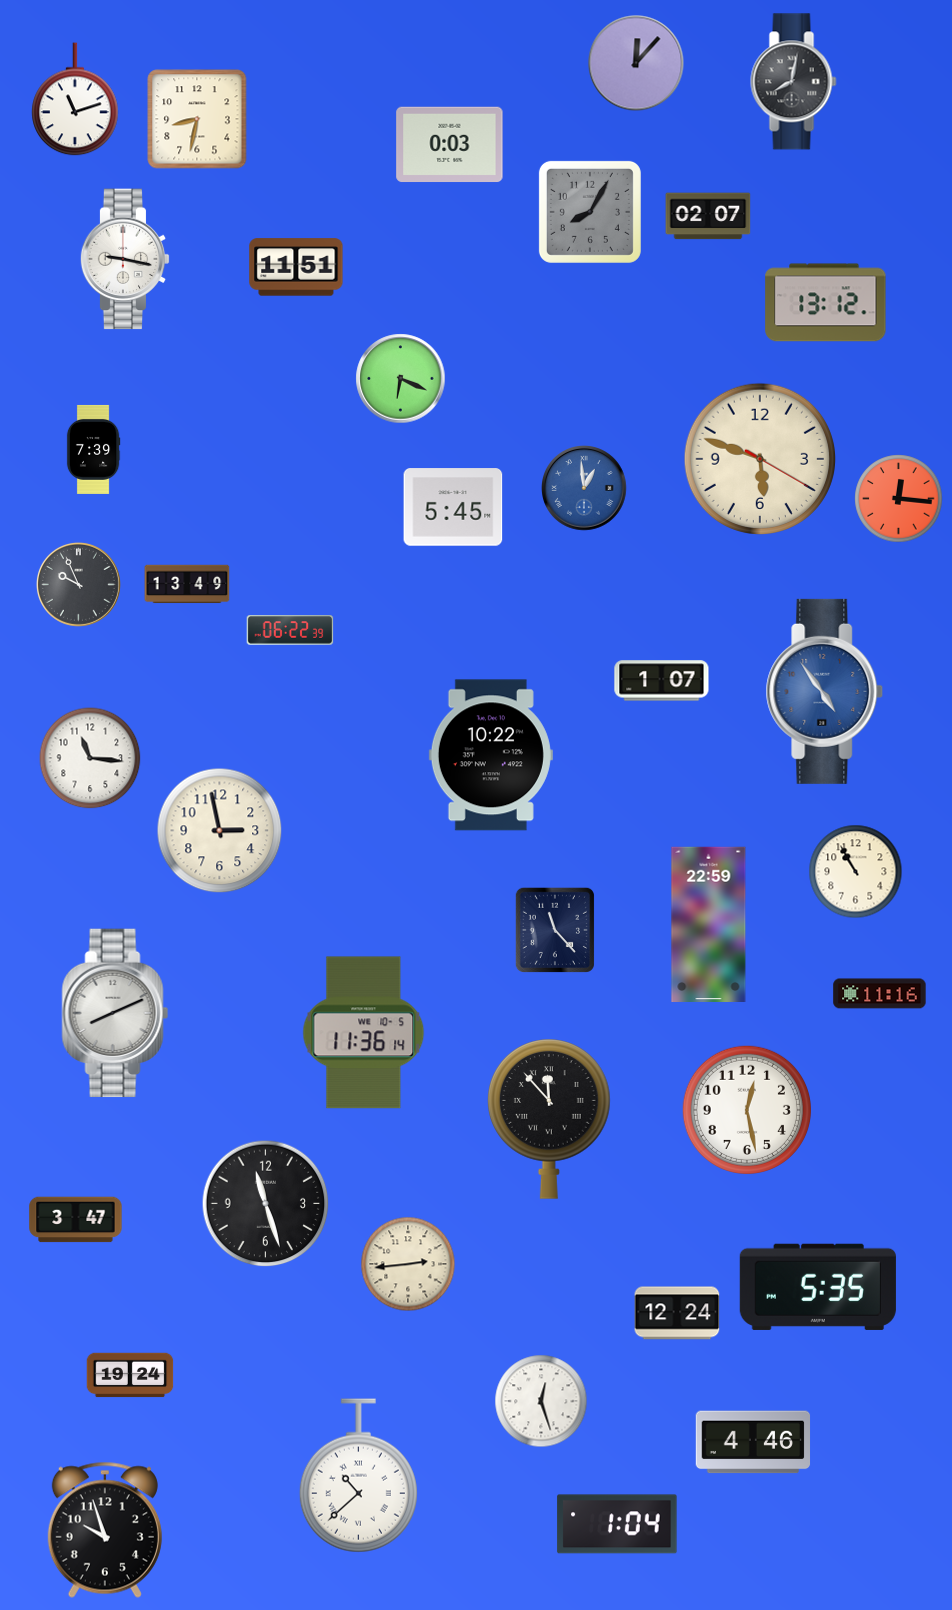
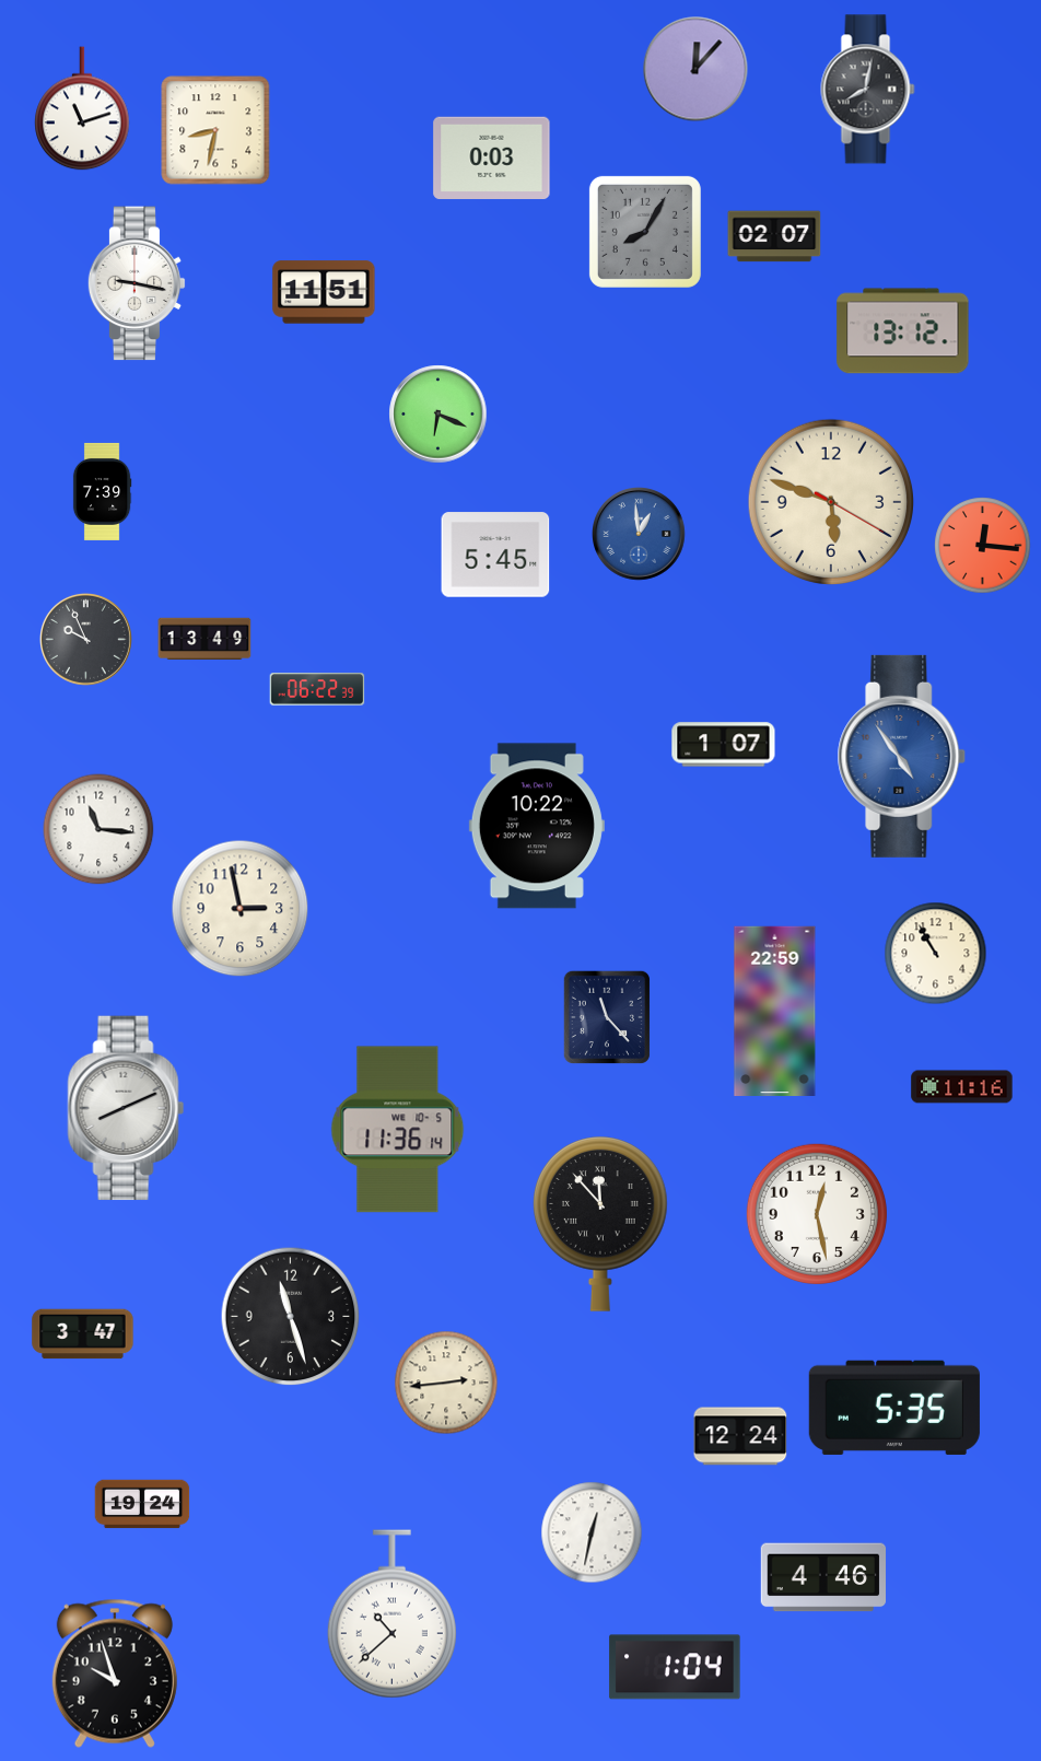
clock at (541, 1401): 12:27 -> 12:32
